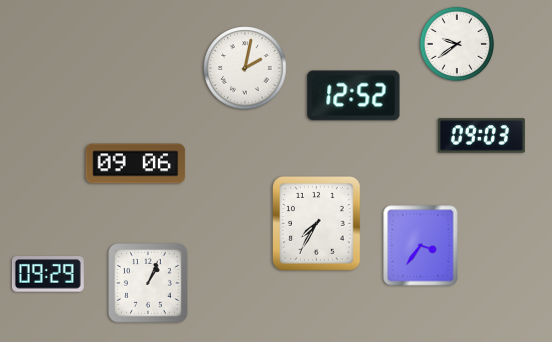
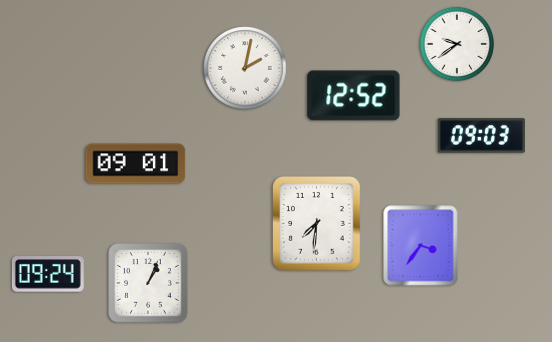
clock at (136, 164): 09:06 -> 09:01
clock at (317, 224): 7:35 -> 7:31
clock at (48, 274): 09:29 -> 09:24
